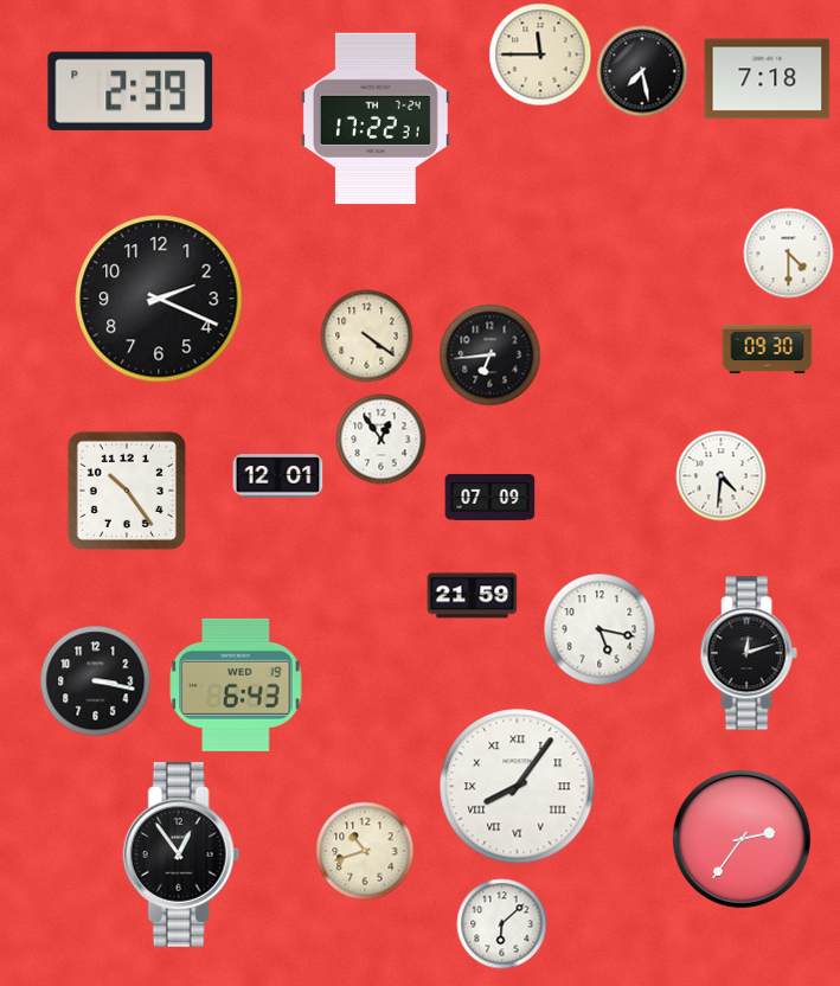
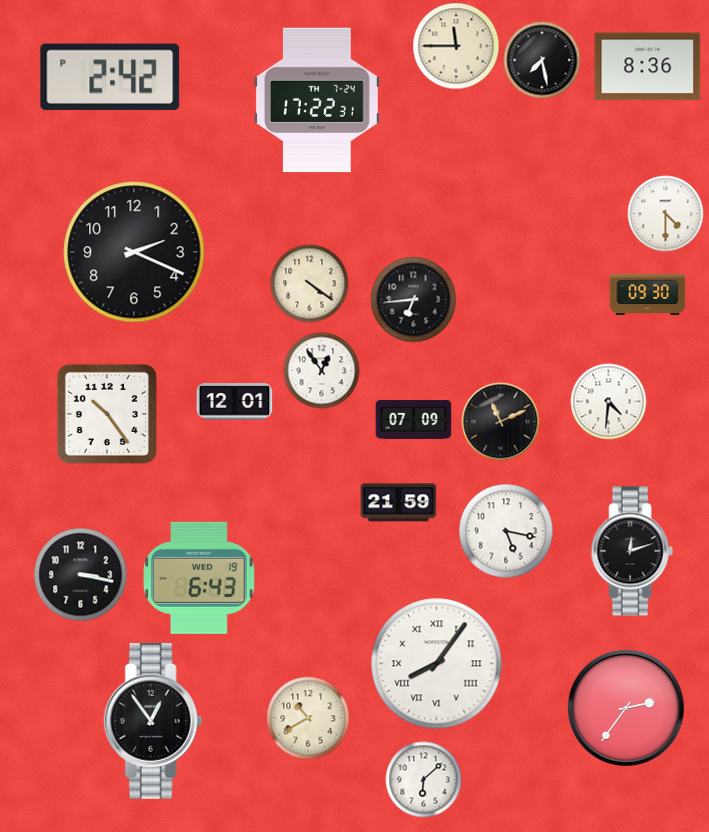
clock at (768, 79): 7:18 -> 8:36
clock at (130, 91): 2:39 -> 2:42
clock at (501, 422): none -> 11:11
clock at (365, 851): 10:42 -> 10:40
